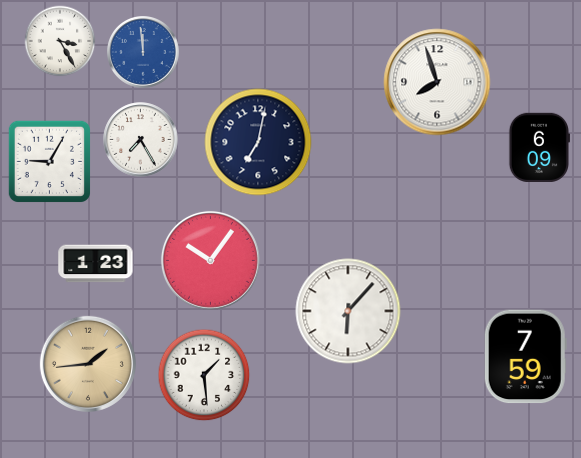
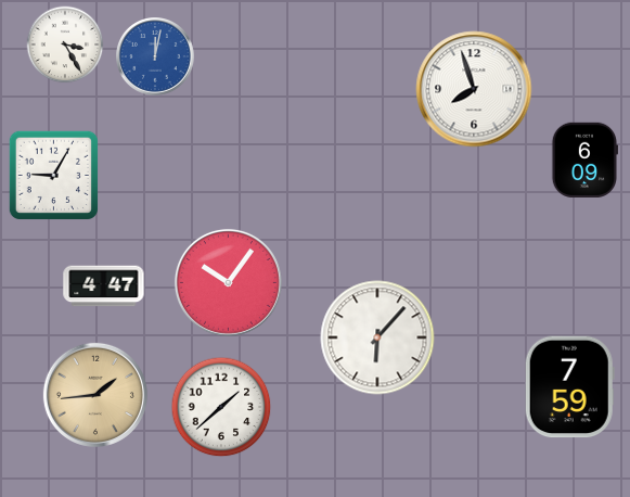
clock at (144, 53): 11:59 -> 12:02
clock at (141, 140): 7:25 -> none
clock at (258, 142): 7:02 -> none
clock at (96, 264): 1:23 -> 4:47
clock at (204, 375): 1:29 -> 1:38
